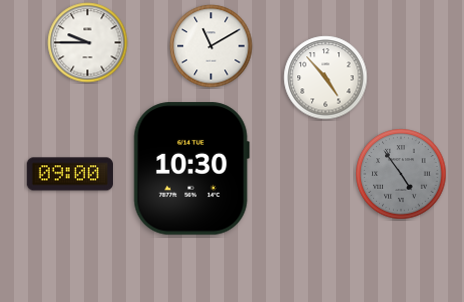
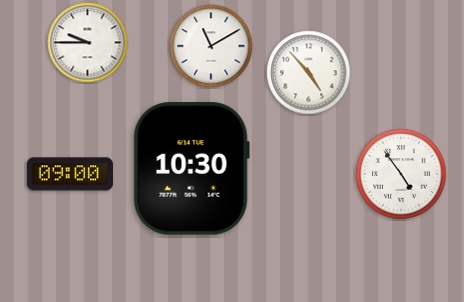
clock at (326, 78) position: (326, 78) -> (309, 73)
clock at (401, 174) dial: grey -> white
